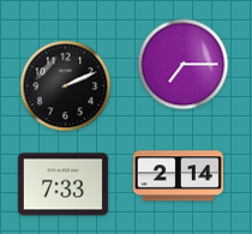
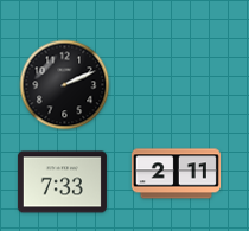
clock at (184, 65): 7:15 -> none
clock at (178, 176): 2:14 -> 2:11
